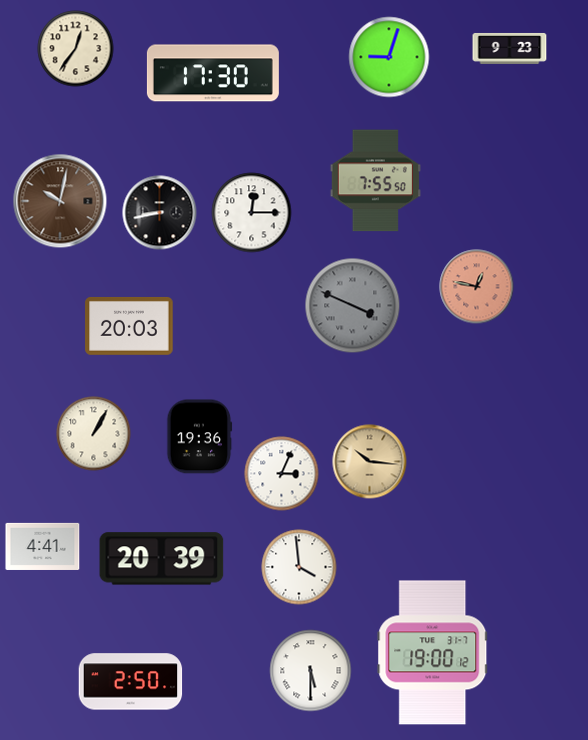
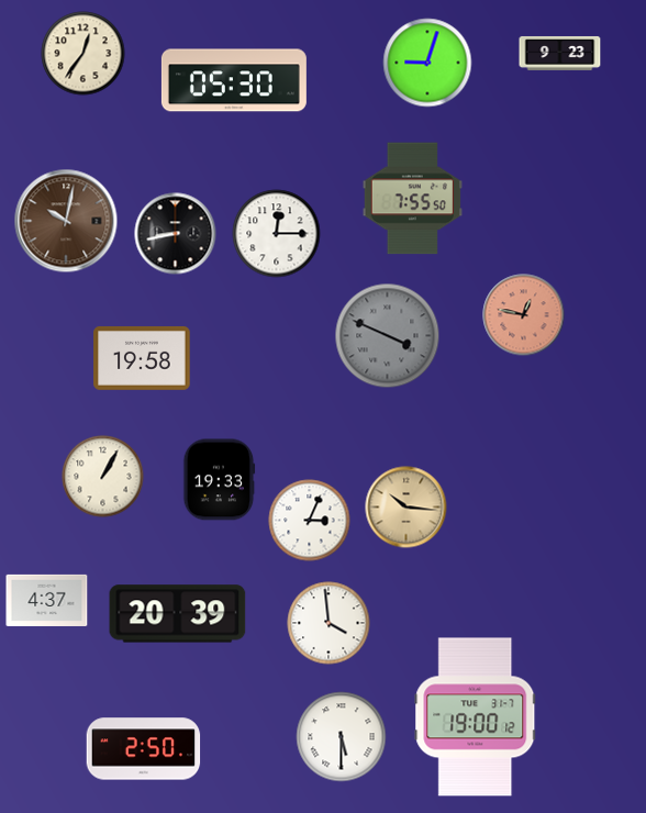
clock at (213, 73): 17:30 -> 05:30
clock at (129, 326): 20:03 -> 19:58
clock at (200, 437): 19:36 -> 19:33
clock at (43, 546): 4:41 -> 4:37
